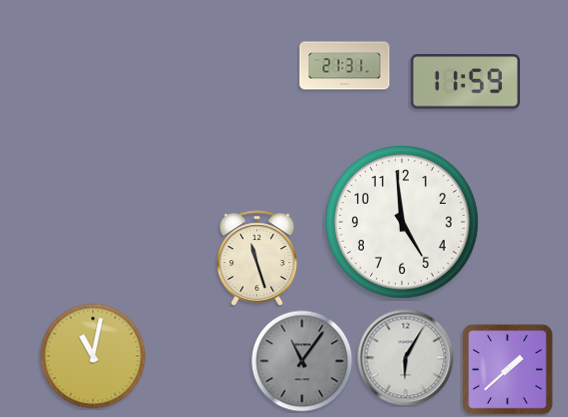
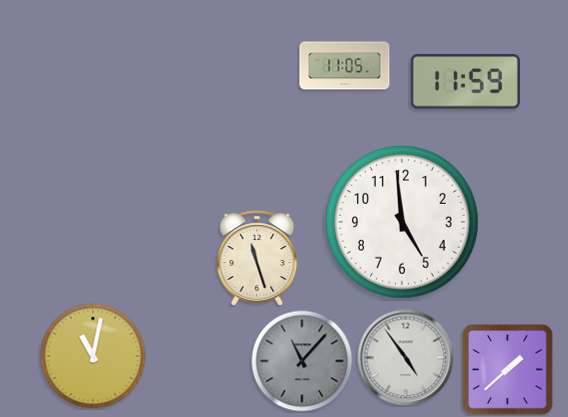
clock at (345, 66): 21:31 -> 11:05
clock at (406, 358): 6:05 -> 4:54
clock at (302, 361): 11:06 -> 11:07
